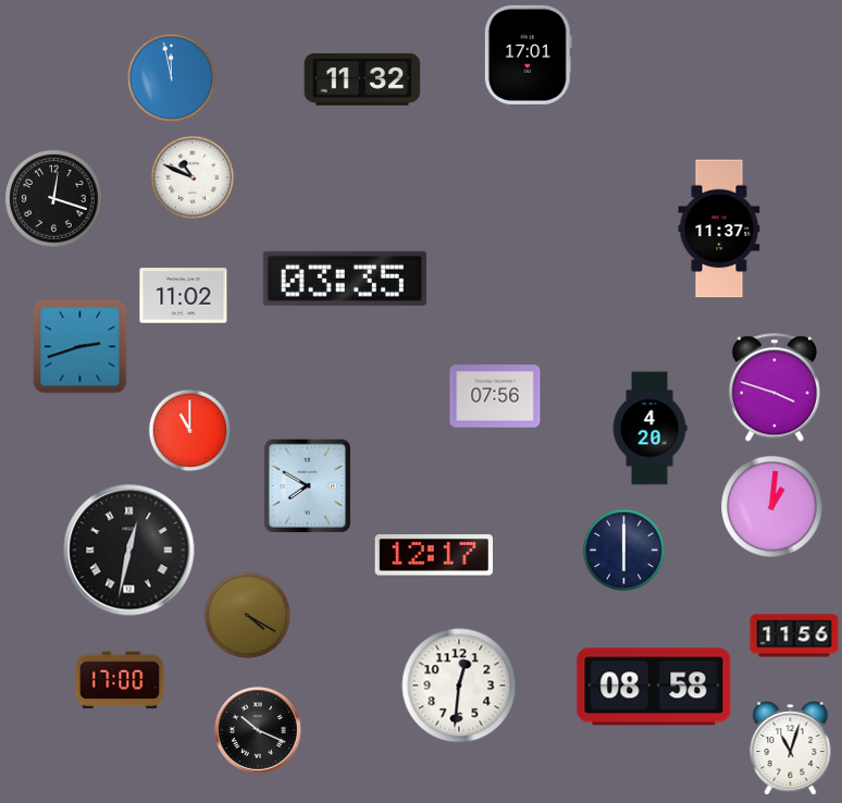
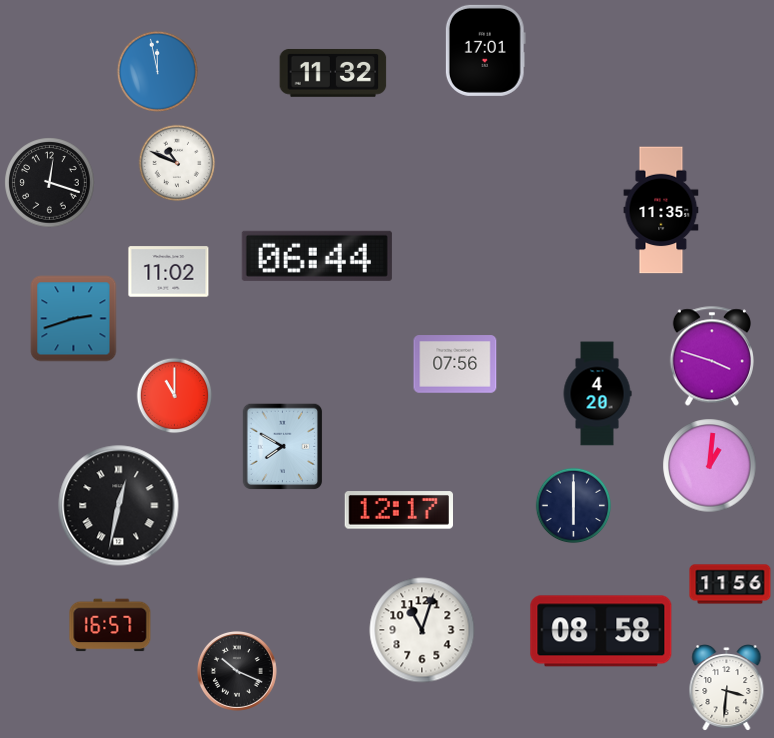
clock at (719, 228): 11:37 -> 11:35
clock at (345, 279): 03:35 -> 06:44
clock at (247, 615): 4:20 -> none
clock at (120, 680): 17:00 -> 16:57
clock at (459, 685): 12:31 -> 11:03
clock at (791, 749): 11:03 -> 3:31
